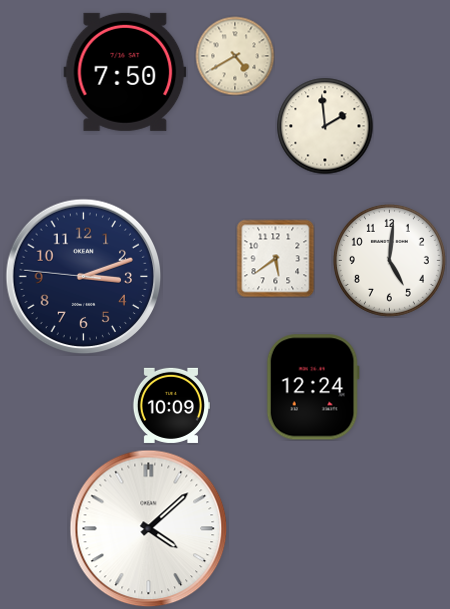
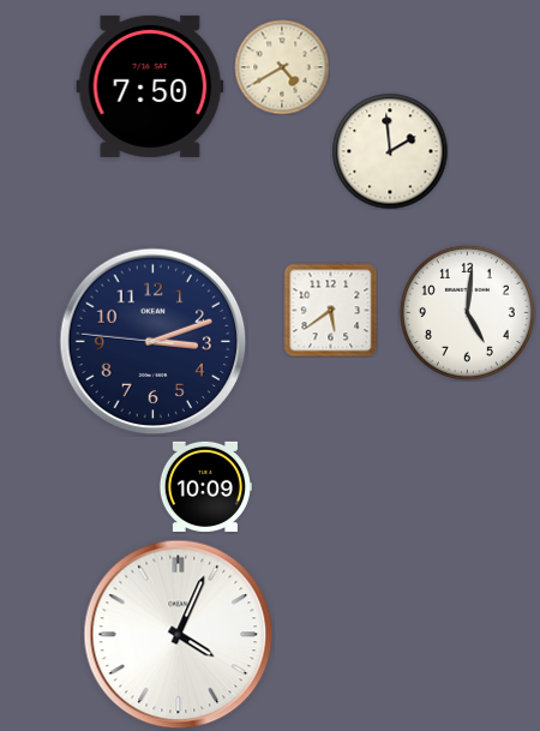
clock at (84, 277) position: (84, 277) -> (154, 342)
clock at (313, 387): 12:24 -> none
clock at (149, 529): 4:08 -> 4:04
